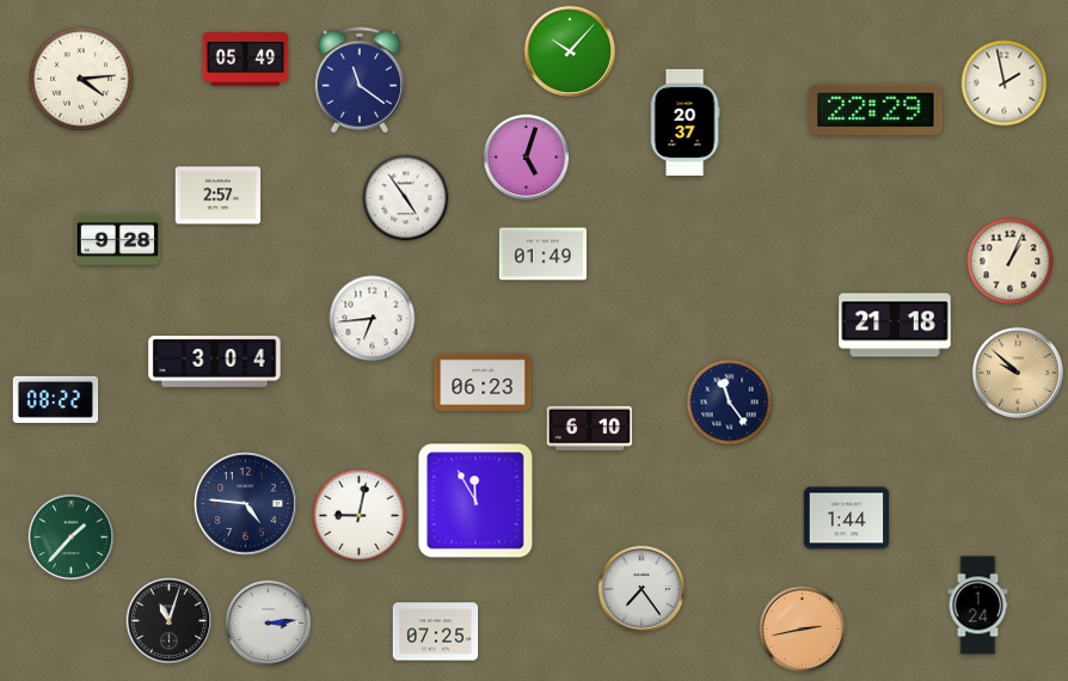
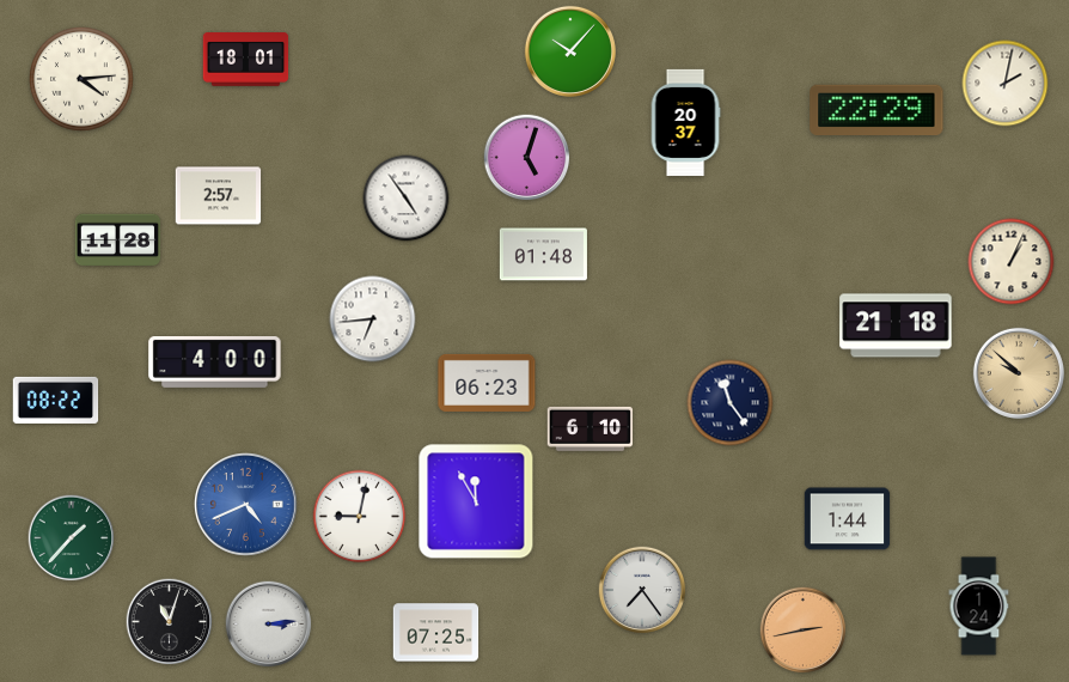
clock at (246, 60): 05:49 -> 18:01
clock at (358, 80): 11:21 -> none
clock at (1005, 84): 1:58 -> 2:02
clock at (118, 240): 9:28 -> 11:28
clock at (542, 254): 01:49 -> 01:48
clock at (215, 362): 3:04 -> 4:00
clock at (483, 382) position: (483, 382) -> (487, 383)
clock at (246, 504): 4:46 -> 4:41
clock at (246, 504) dial: navy -> blue
